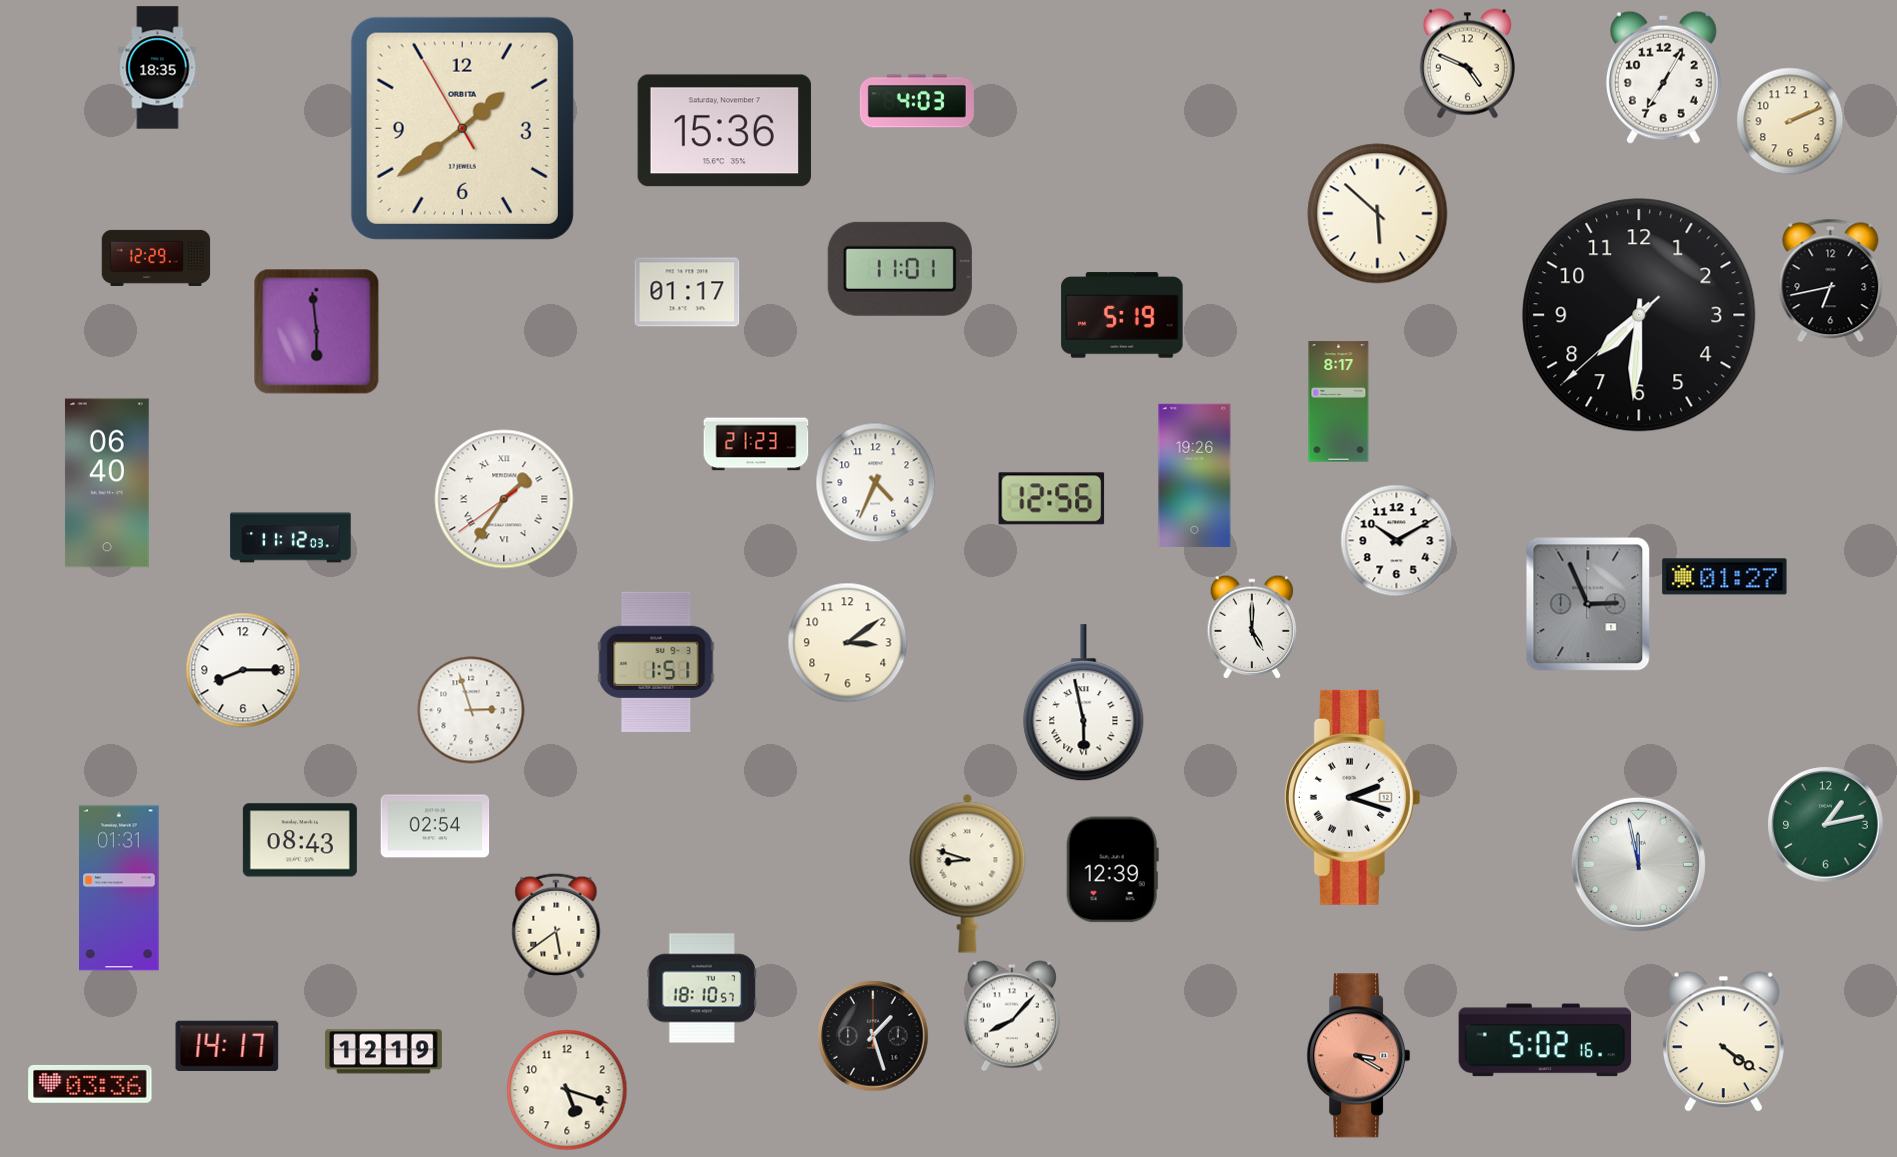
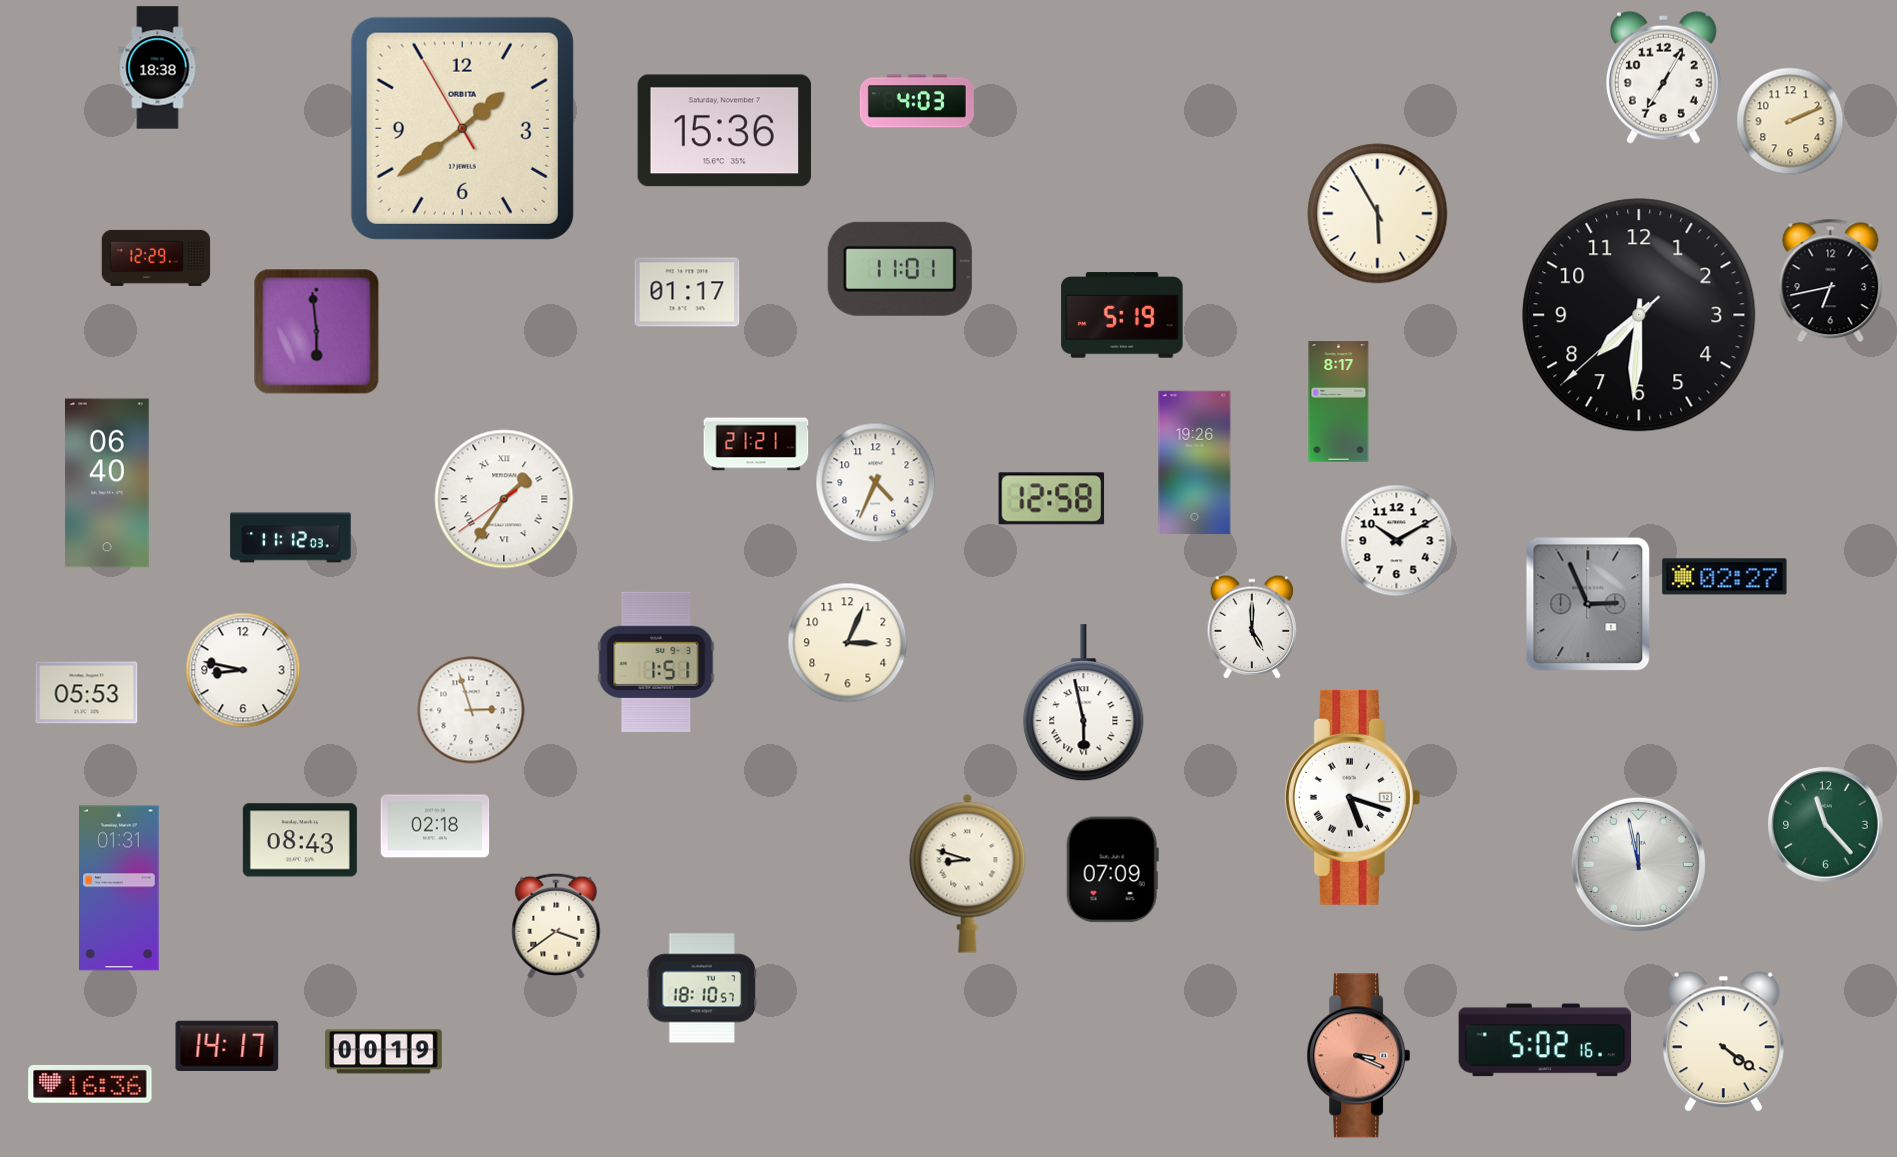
clock at (1467, 64): 4:49 -> none
clock at (158, 68): 18:35 -> 18:38
clock at (1378, 214): 5:52 -> 5:55
clock at (756, 444): 21:23 -> 21:21
clock at (1195, 475) position: (1195, 475) -> (1195, 462)
clock at (1052, 499): 12:56 -> 12:58
clock at (1725, 577): 01:27 -> 02:27
clock at (848, 643): 3:09 -> 3:04
clock at (243, 670): 8:15 -> 8:47
clock at (87, 693): none -> 05:53
clock at (1352, 797): 2:18 -> 5:18
clock at (1826, 825): 1:13 -> 11:23
clock at (435, 826): 02:54 -> 02:18
clock at (1112, 870): 12:39 -> 07:09
clock at (556, 926): 5:39 -> 3:39
clock at (1012, 1016): 8:07 -> none
clock at (873, 1036): 1:27 -> none
clock at (384, 1052): 12:19 -> 00:19
clock at (1359, 1056): 3:20 -> 3:19
clock at (90, 1084): 03:36 -> 16:36
clock at (567, 1090): 5:18 -> none
